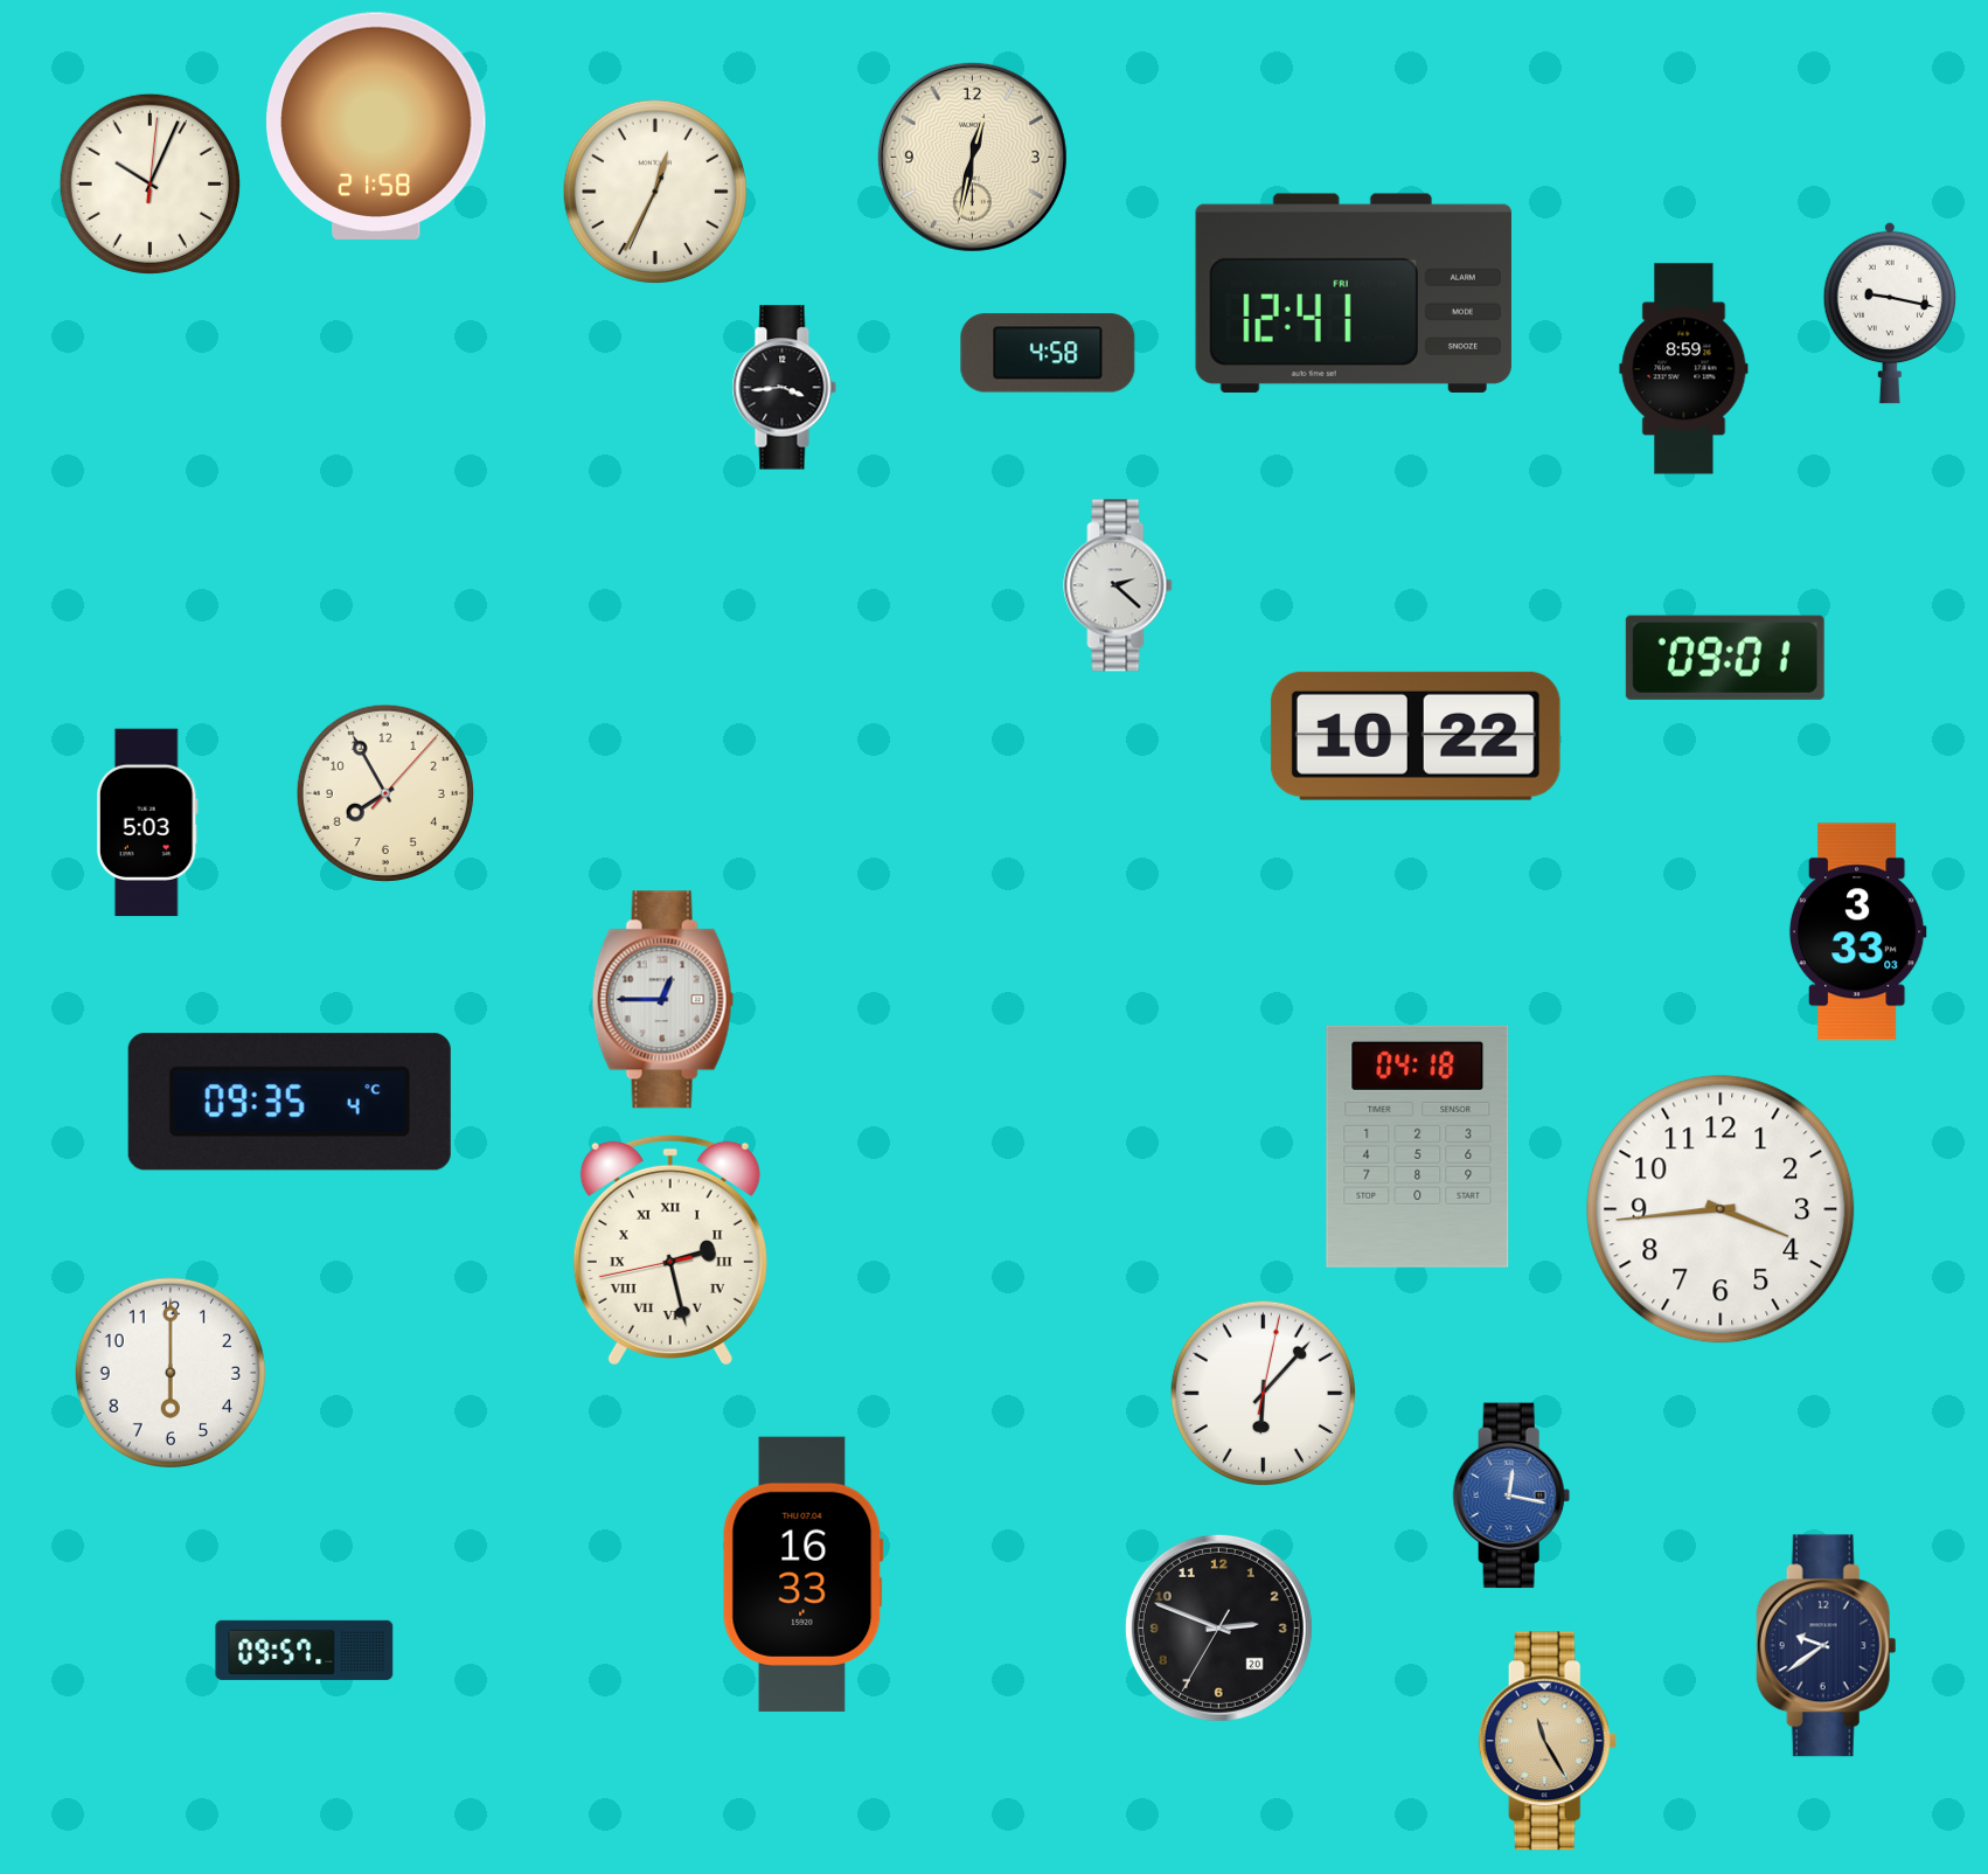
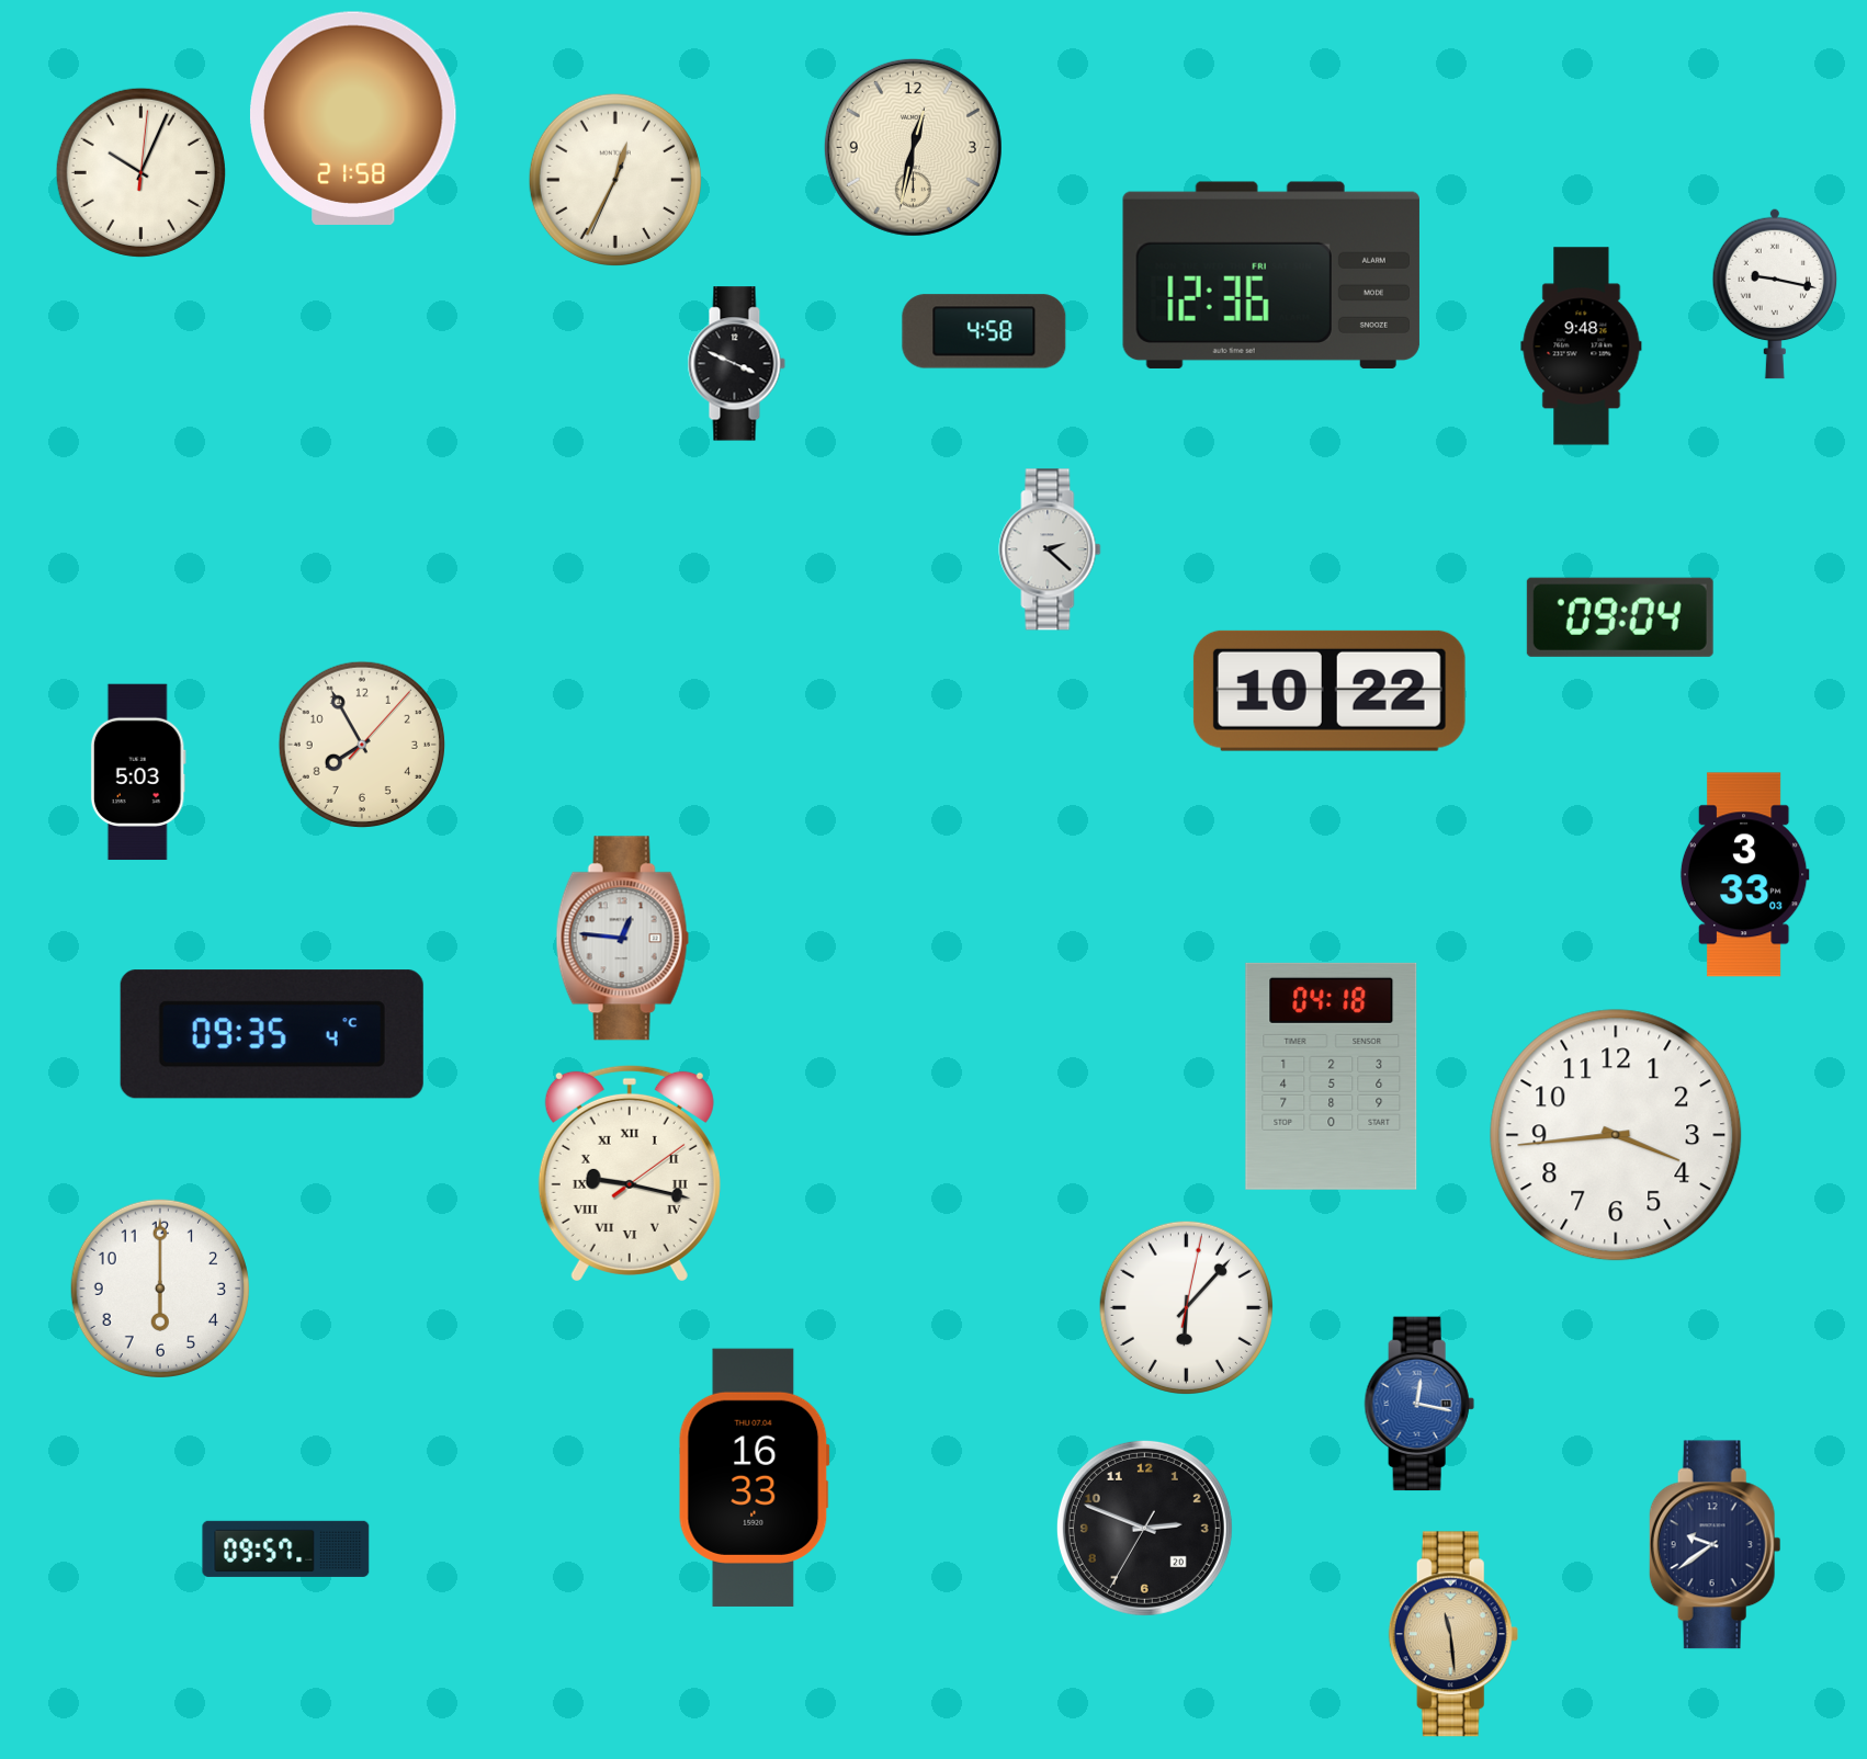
clock at (1354, 293): 12:41 -> 12:36
clock at (1684, 369): 8:59 -> 9:48
clock at (784, 388): 3:44 -> 3:49
clock at (1725, 658): 09:01 -> 09:04
clock at (663, 1000): 12:45 -> 12:46
clock at (670, 1250): 2:27 -> 9:17
clock at (1548, 1741): 11:25 -> 11:29
